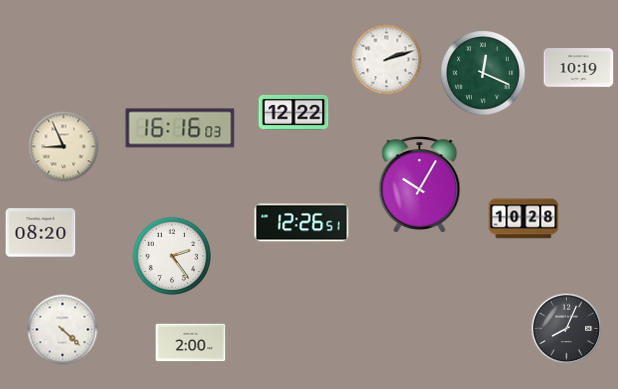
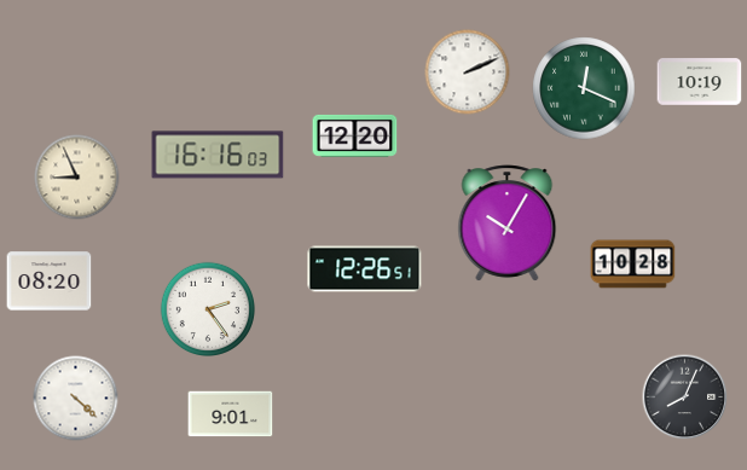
clock at (387, 60): 2:12 -> 2:11
clock at (294, 112): 12:22 -> 12:20
clock at (191, 343): 2:00 -> 9:01
